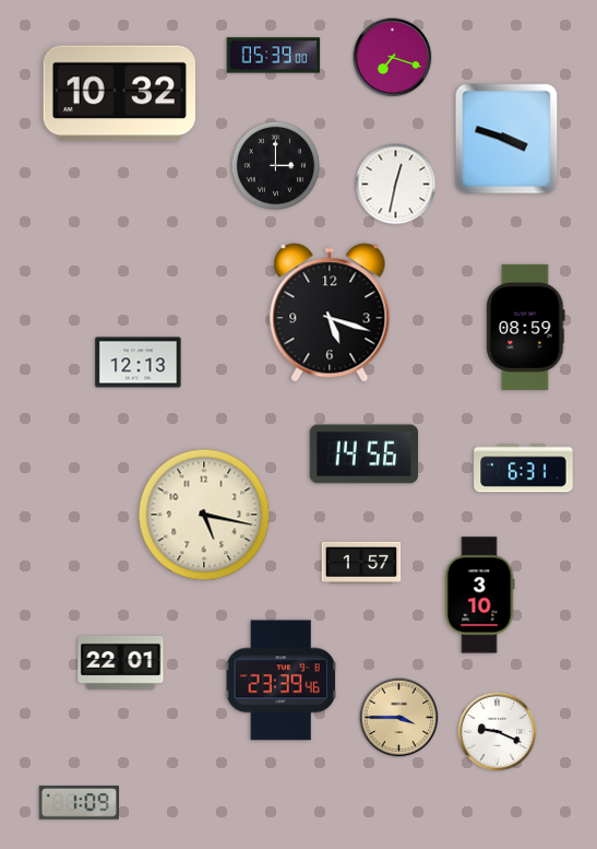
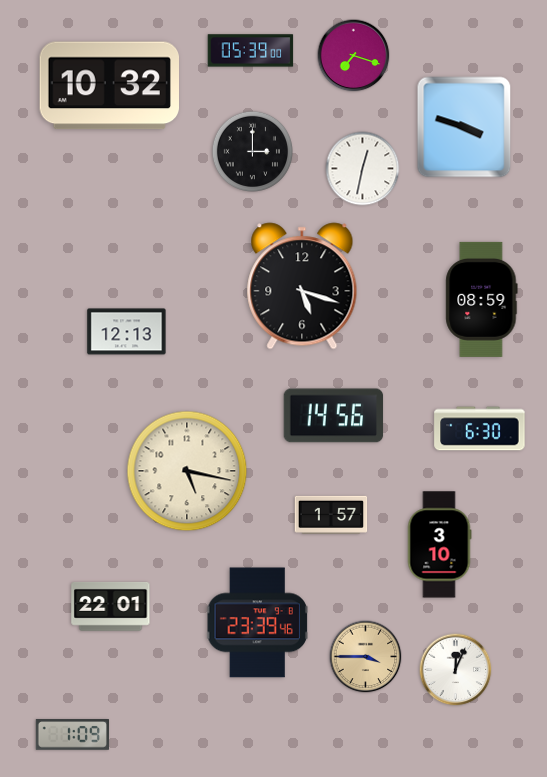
clock at (393, 58) position: (393, 58) -> (354, 56)
clock at (524, 469): 6:31 -> 6:30
clock at (498, 732): 9:19 -> 12:04
